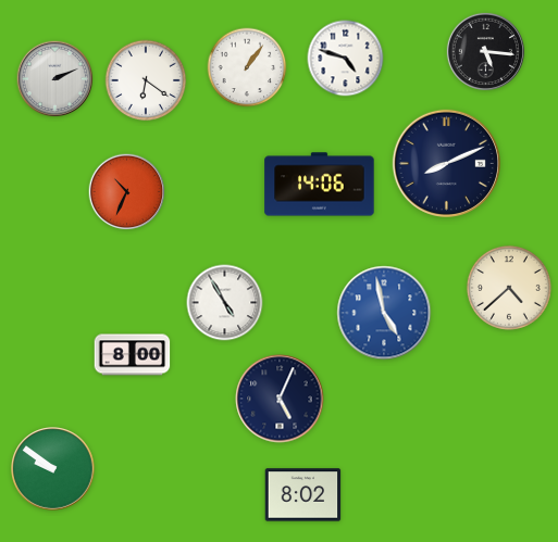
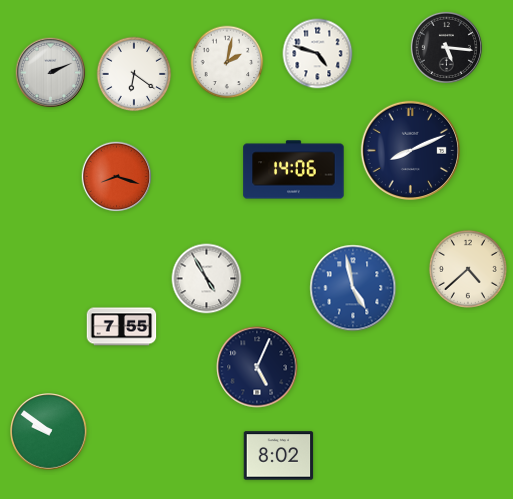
clock at (247, 67): 1:06 -> 2:02
clock at (127, 192): 10:34 -> 8:18
clock at (509, 288) position: (509, 288) -> (468, 269)
clock at (133, 355): 8:00 -> 7:55
